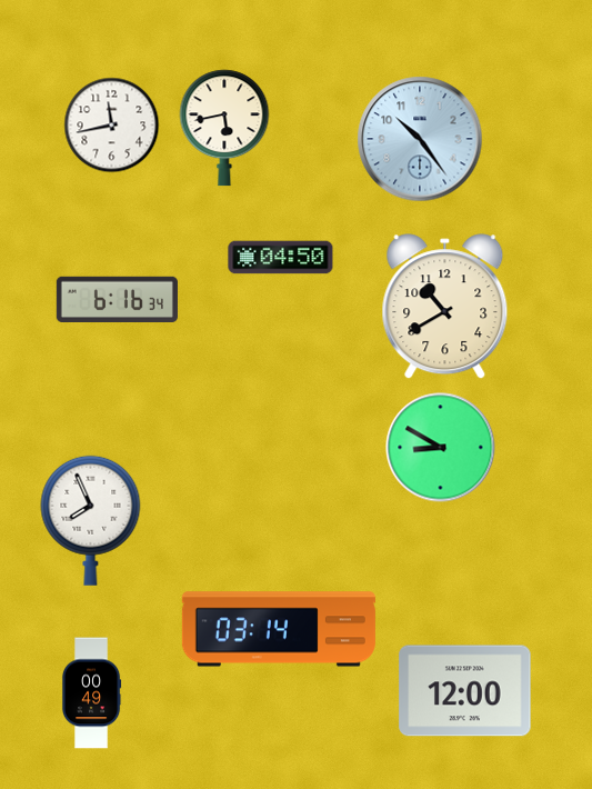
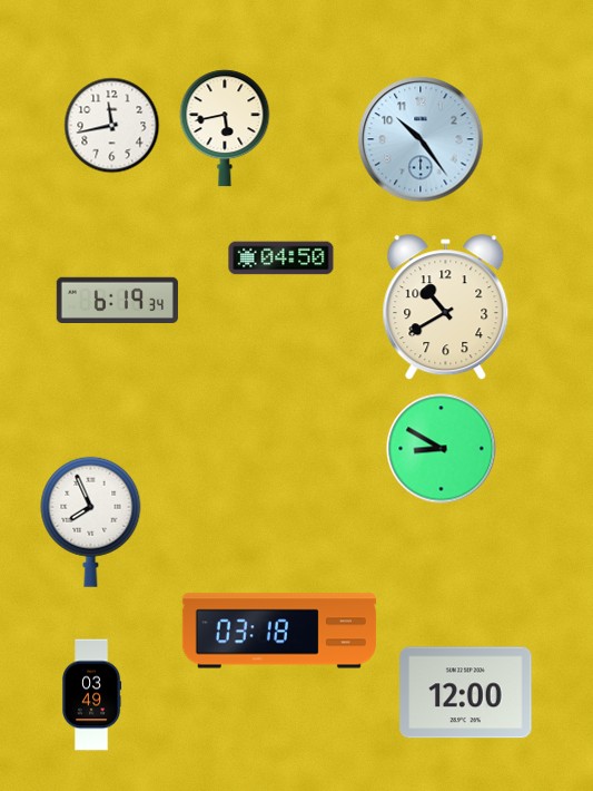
clock at (117, 299): 6:16 -> 6:19
clock at (279, 629): 03:14 -> 03:18
clock at (91, 693): 00:49 -> 03:49
